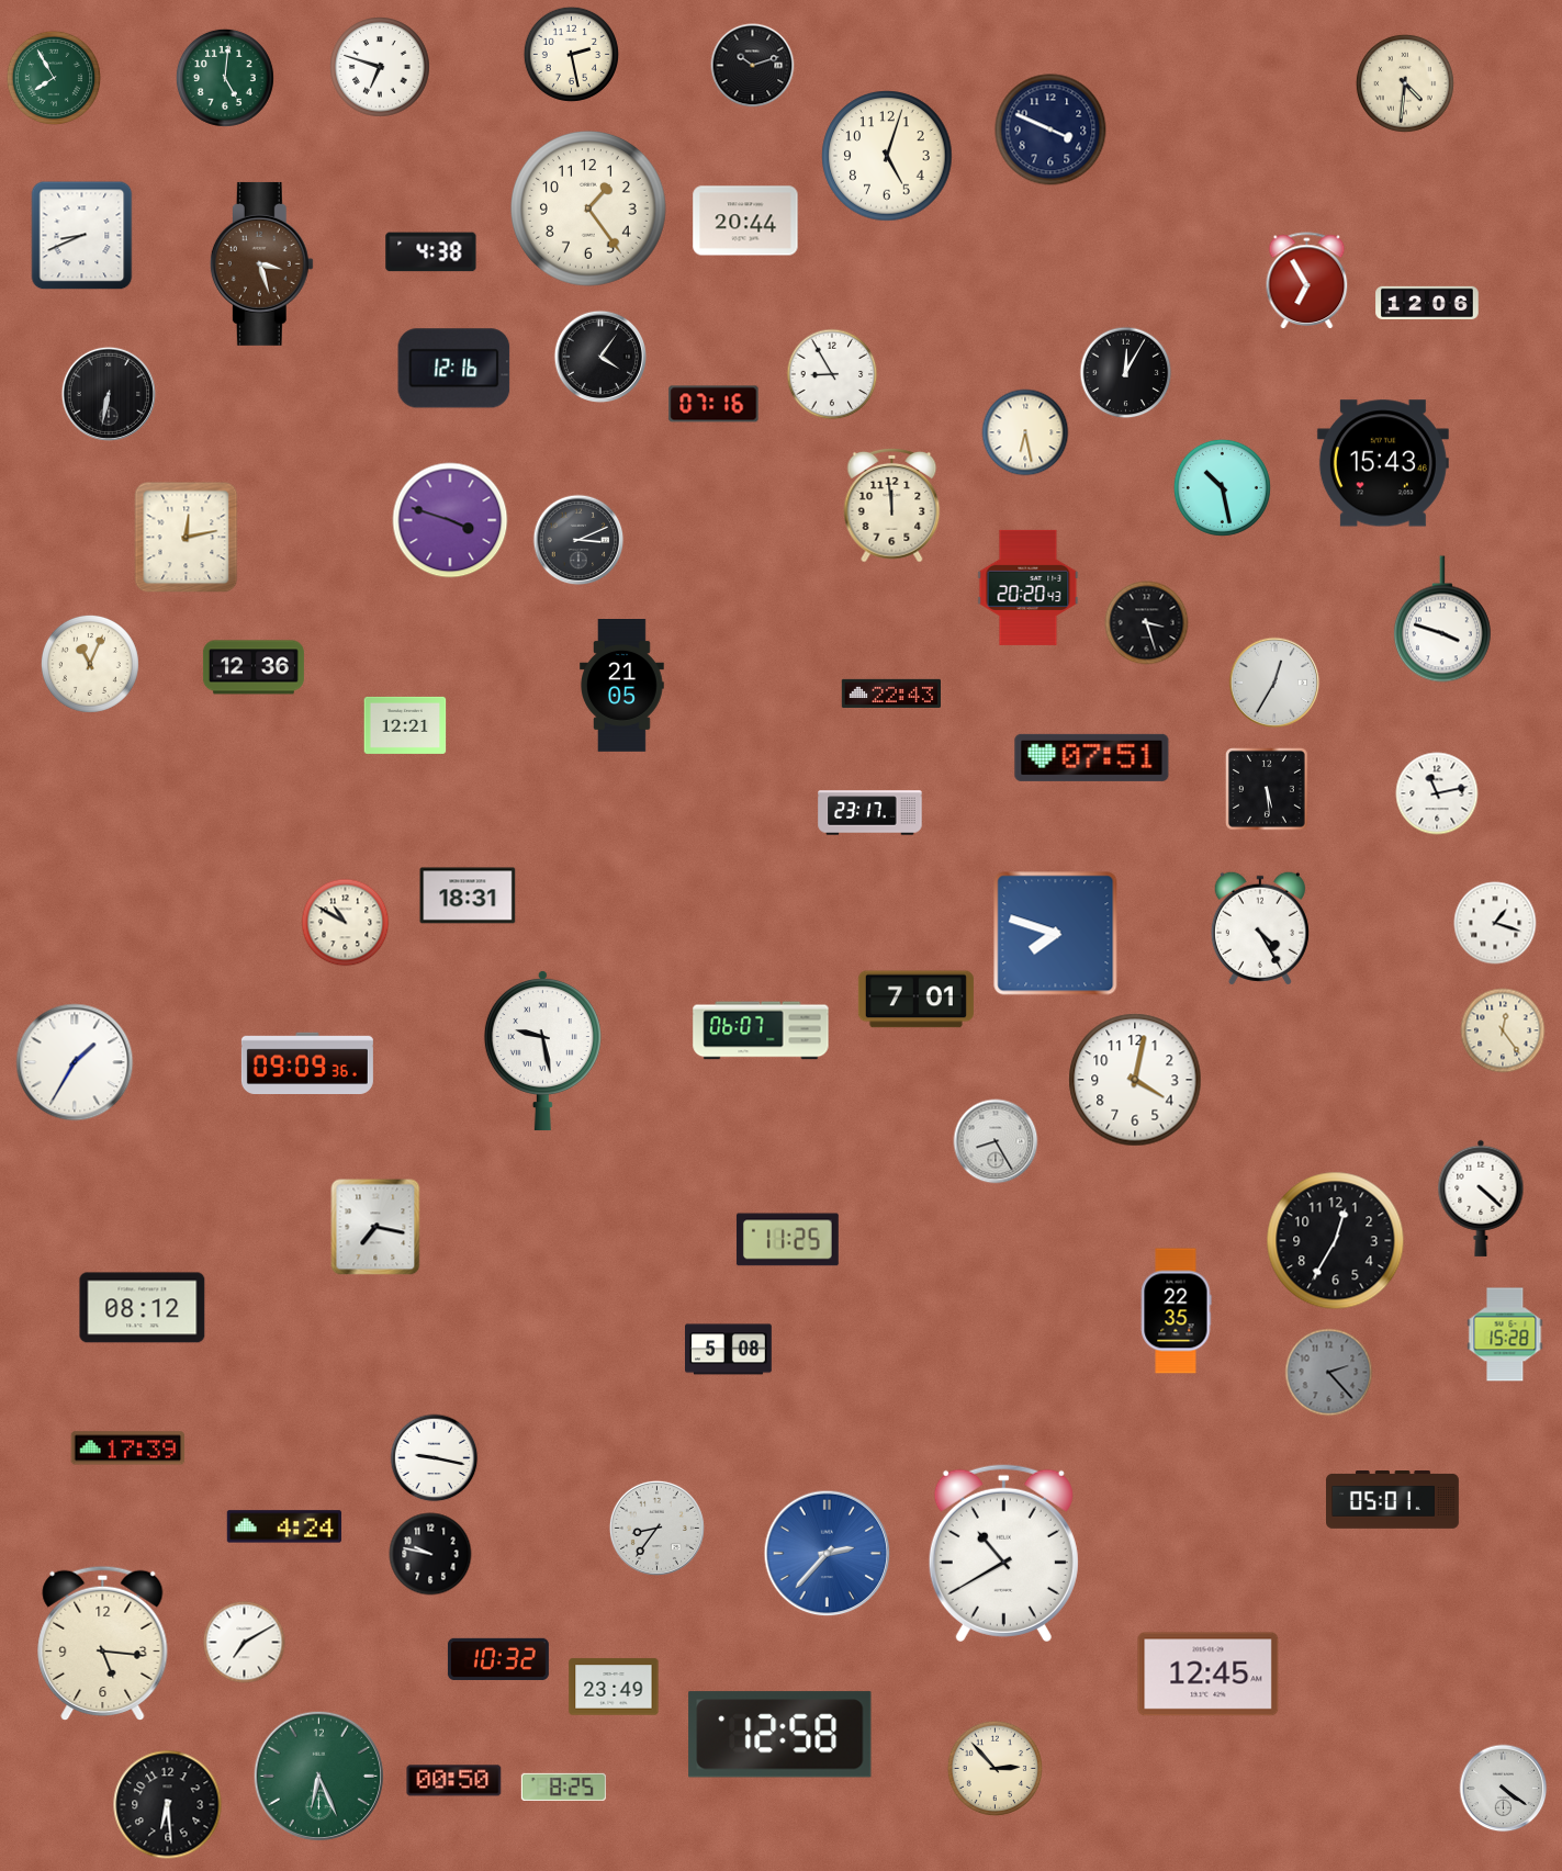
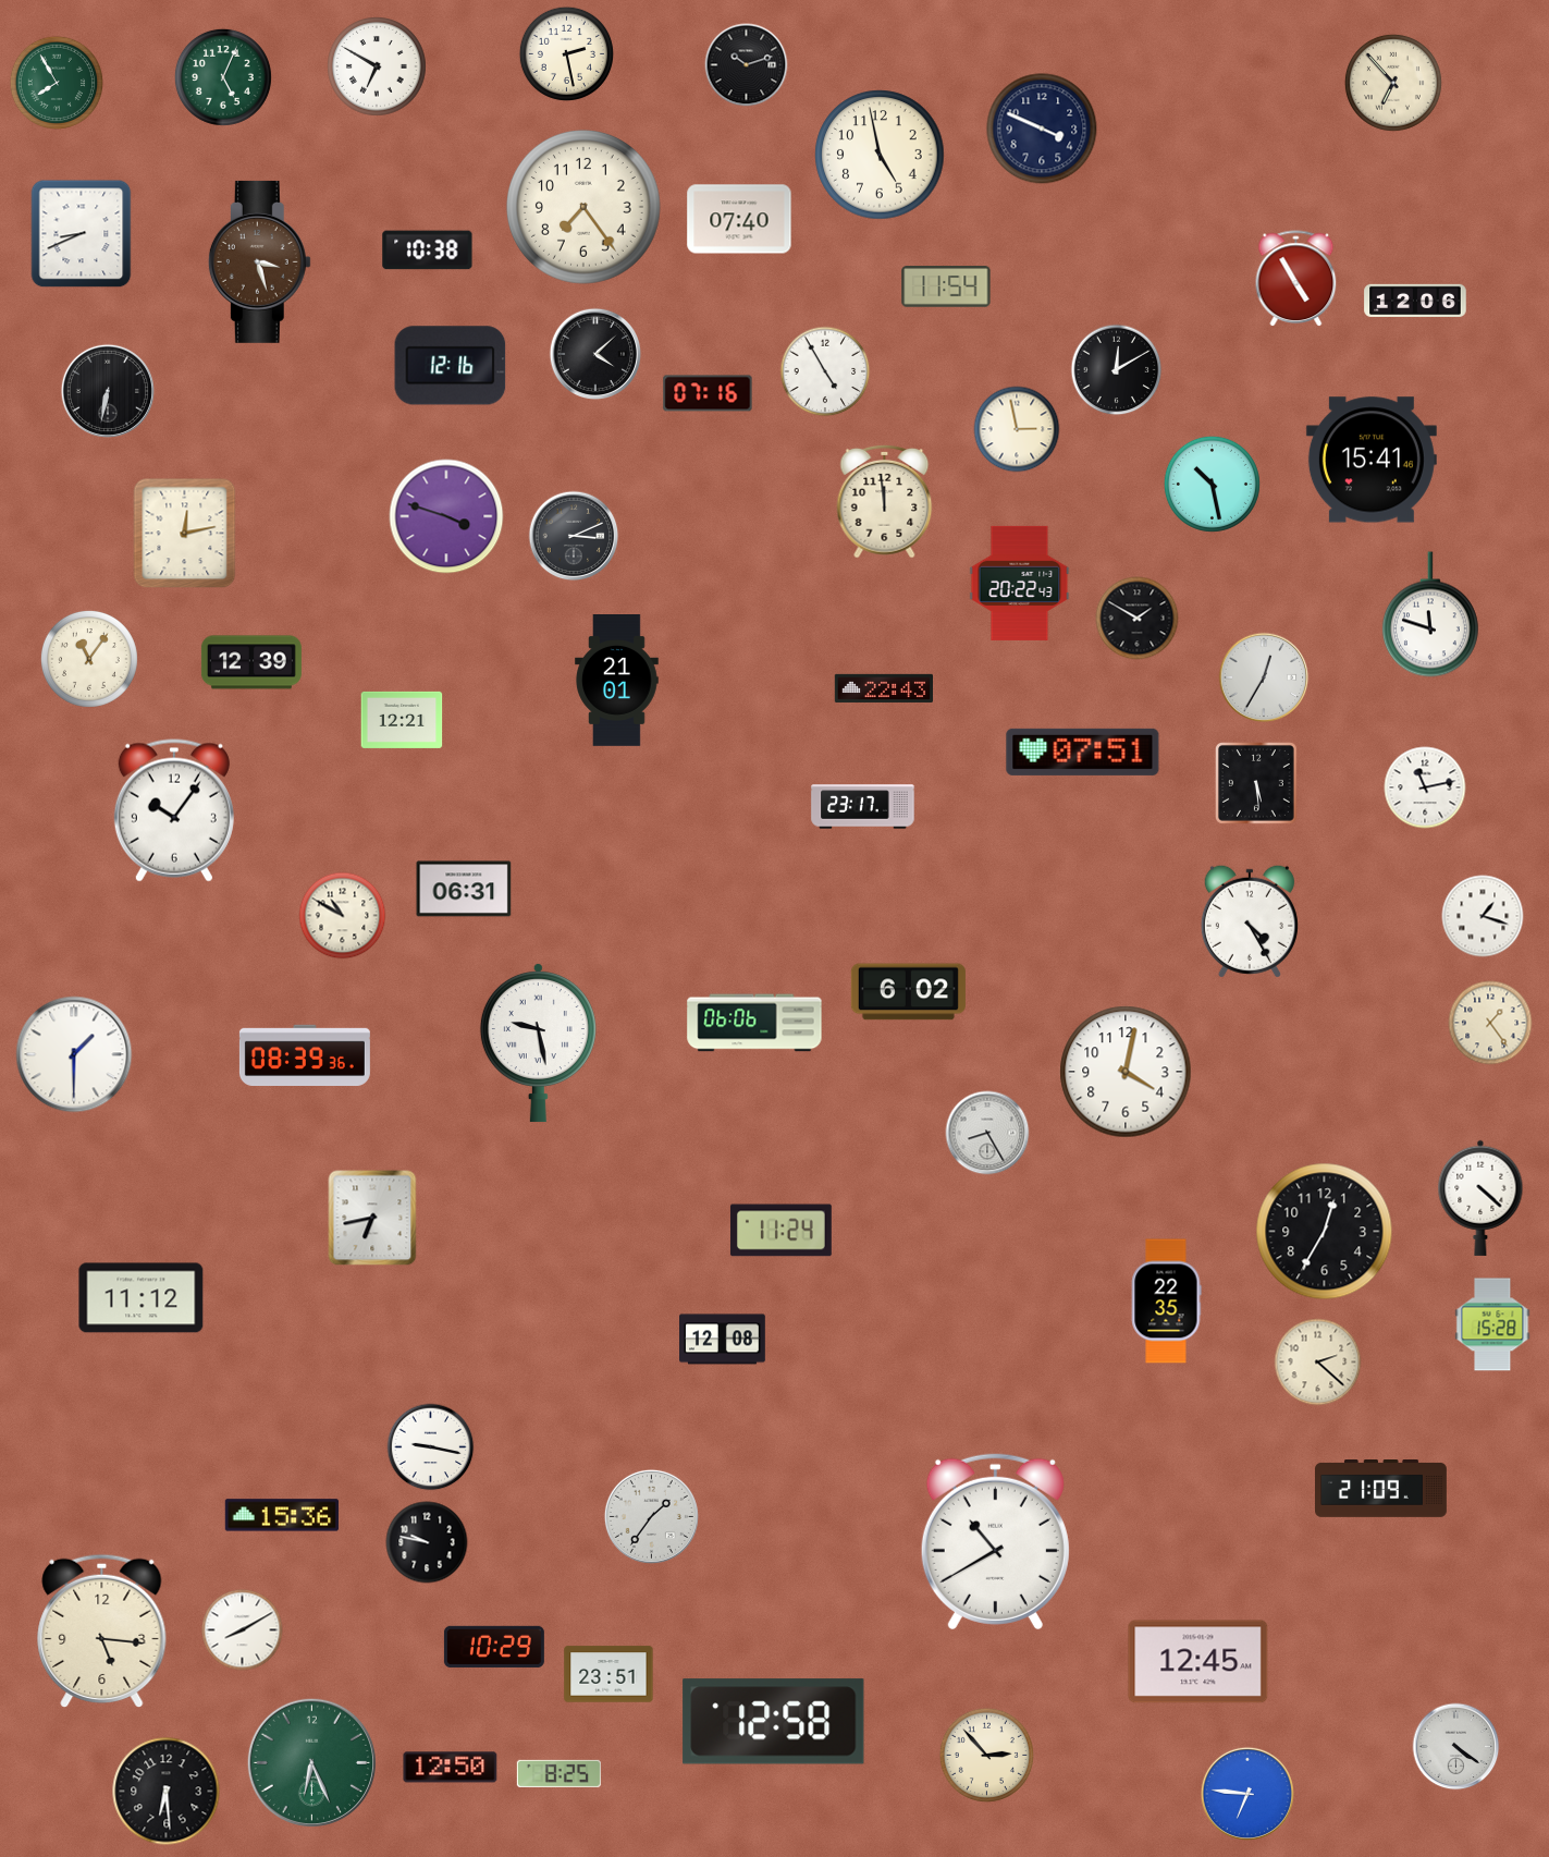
clock at (381, 68): 6:48 -> 6:50
clock at (53, 77) position: (53, 77) -> (56, 82)
clock at (225, 78): 5:01 -> 5:04
clock at (1405, 83): 4:31 -> 6:53
clock at (887, 156): 5:03 -> 4:58
clock at (588, 208): 1:24 -> 7:24
clock at (745, 221): 20:44 -> 07:40
clock at (431, 252): 4:38 -> 10:38
clock at (1307, 280): 6:55 -> 4:55
clock at (946, 286): none -> 11:54
clock at (600, 357): 4:06 -> 4:08
clock at (1126, 373): 12:05 -> 12:10
clock at (832, 374): 8:55 -> 4:55
clock at (713, 404) position: (713, 404) -> (708, 393)
clock at (1025, 432): 6:28 -> 2:58
clock at (1383, 463): 15:43 -> 15:41
clock at (1029, 587): 20:20 -> 20:22
clock at (1442, 619): 3:48 -> 11:48
clock at (1147, 623): 3:27 -> 1:50
clock at (90, 664): 11:04 -> 11:06
clock at (254, 667): 12:36 -> 12:39
clock at (622, 686): 21:05 -> 21:01
clock at (174, 810): none -> 10:06
clock at (468, 895): 18:31 -> 06:31
clock at (1056, 934): 7:48 -> none
clock at (915, 1000): 7:01 -> 6:02
clock at (761, 1030): 06:07 -> 06:06
clock at (1503, 1030): 12:24 -> 1:24
clock at (75, 1062): 1:35 -> 1:30
clock at (307, 1062): 09:09 -> 08:39
clock at (1481, 1198) position: (1481, 1198) -> (1480, 1198)
clock at (375, 1227): 7:17 -> 6:43
clock at (787, 1240): 11:25 -> 11:24
clock at (143, 1308): 08:12 -> 11:12
clock at (729, 1350): 5:08 -> 12:08
clock at (1329, 1373): 2:23 -> 2:22
clock at (1329, 1373) dial: grey -> cream
clock at (128, 1449): 17:39 -> none
clock at (1393, 1500): 05:01 -> 21:09
clock at (284, 1526): 4:24 -> 15:36
clock at (656, 1528): 8:36 -> 1:36
clock at (828, 1554): 2:37 -> none
clock at (245, 1643): 7:10 -> 8:10
clock at (498, 1659): 10:32 -> 10:29
clock at (614, 1687): 23:49 -> 23:51
clock at (318, 1776) position: (318, 1776) -> (311, 1762)
clock at (454, 1781): 00:50 -> 12:50
clock at (1504, 1789) position: (1504, 1789) -> (1456, 1747)
clock at (1247, 1794): none -> 6:46
